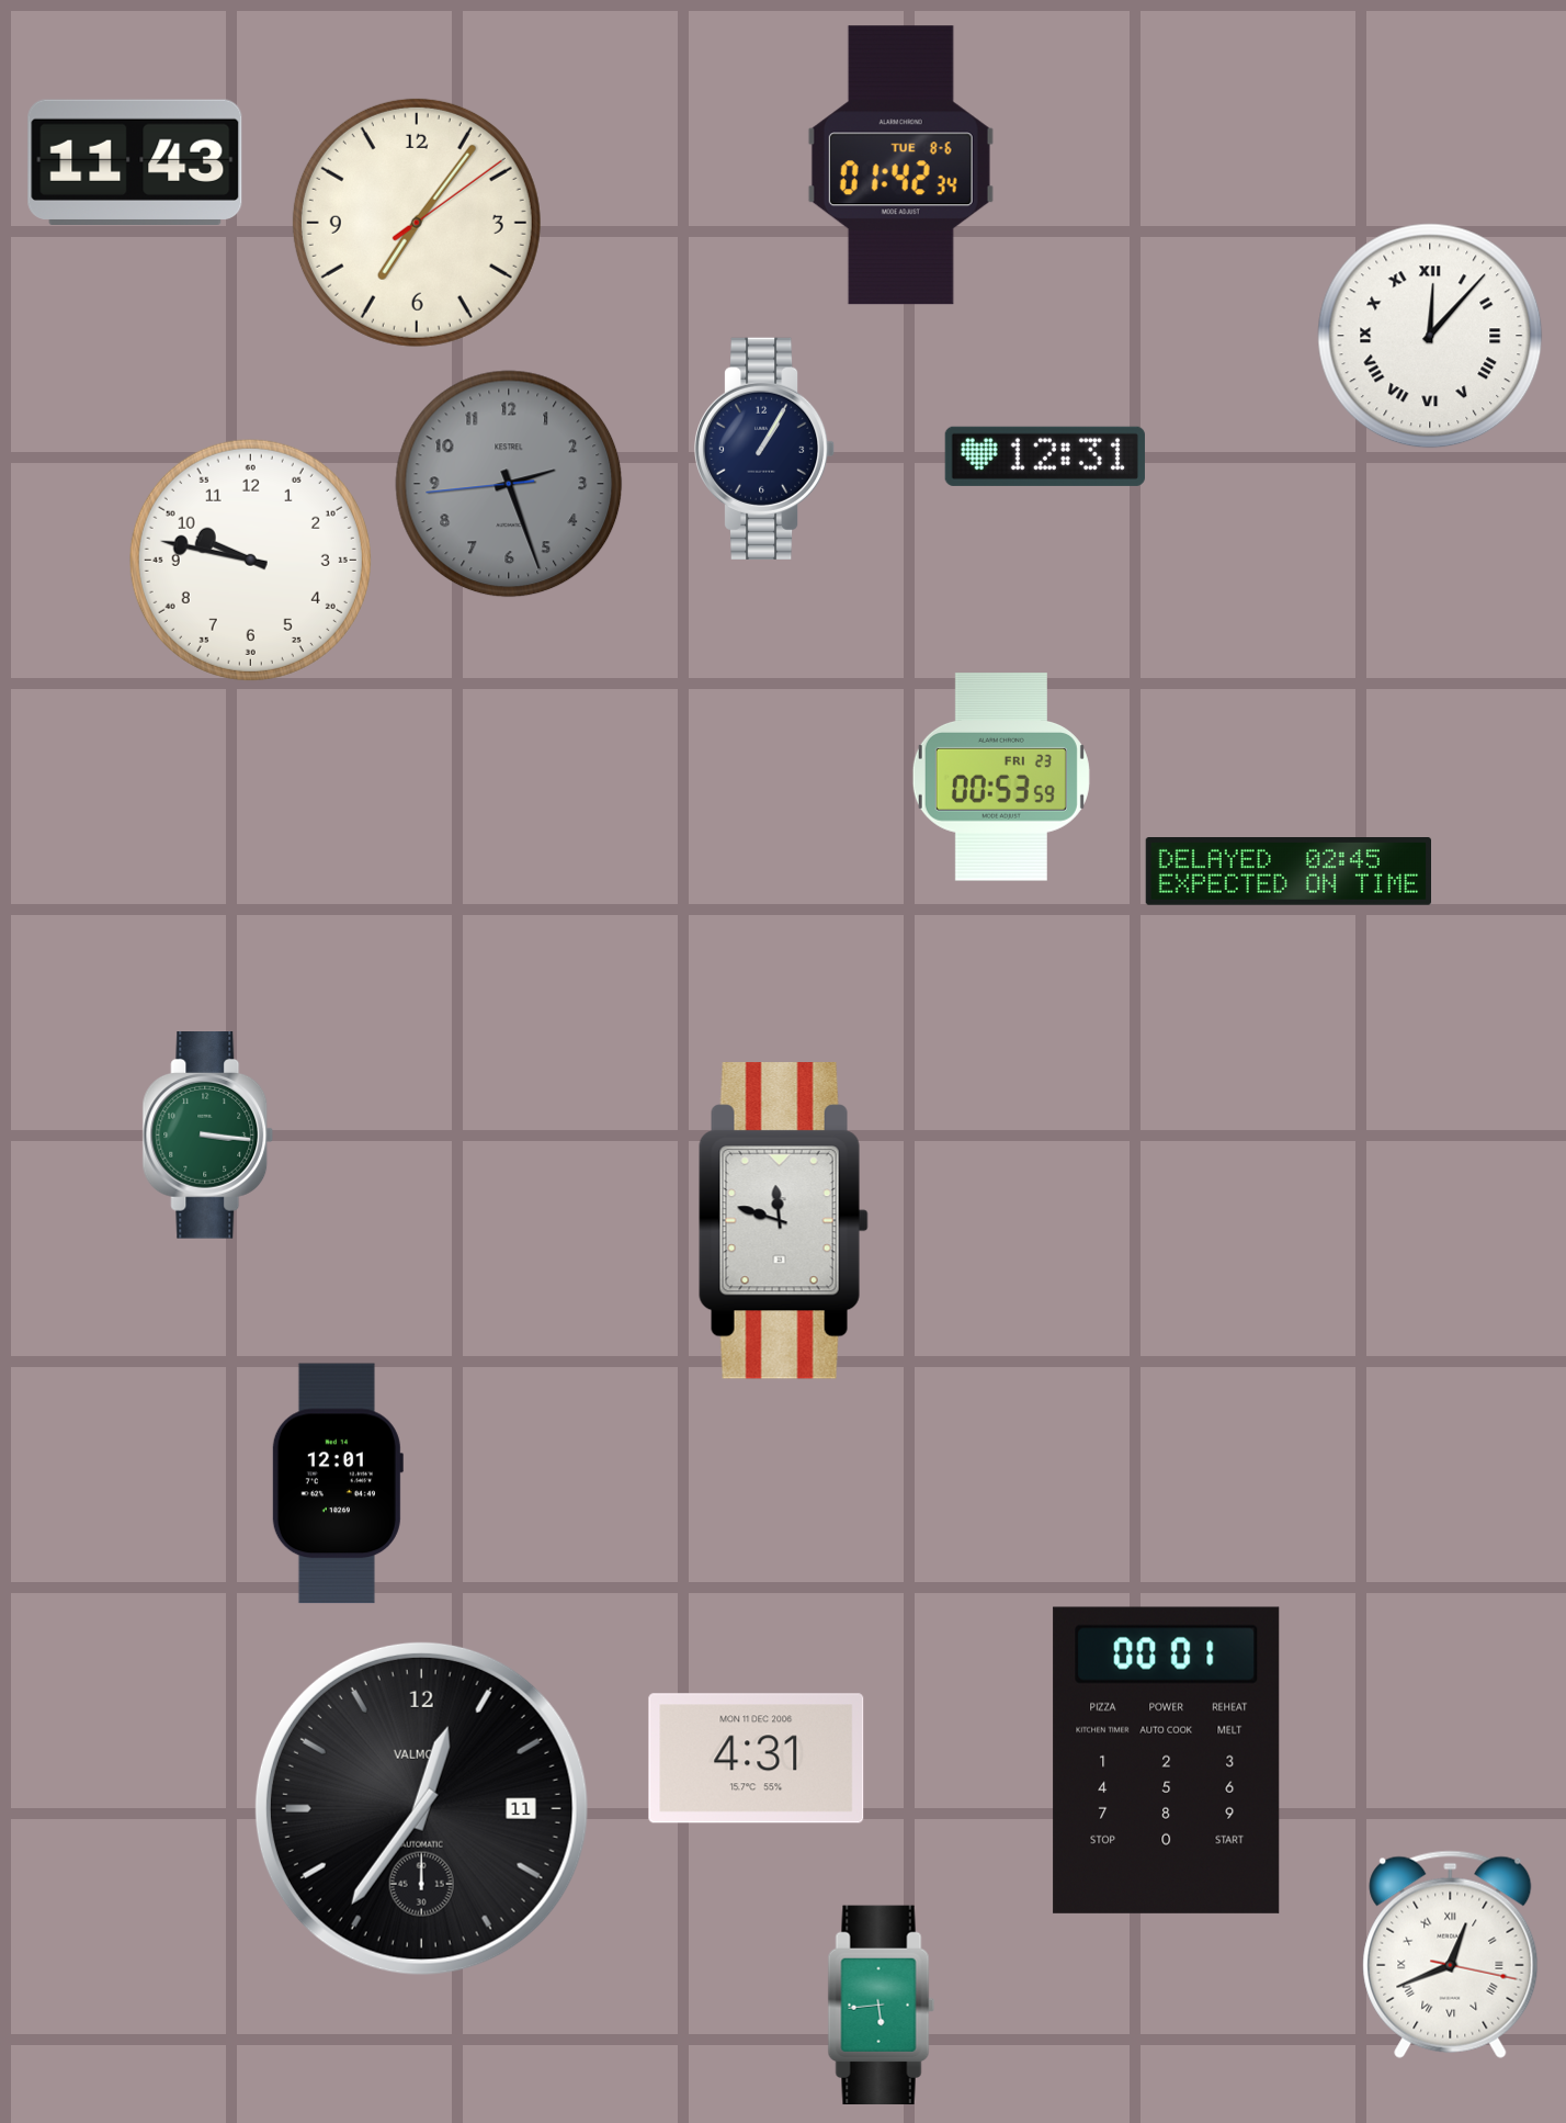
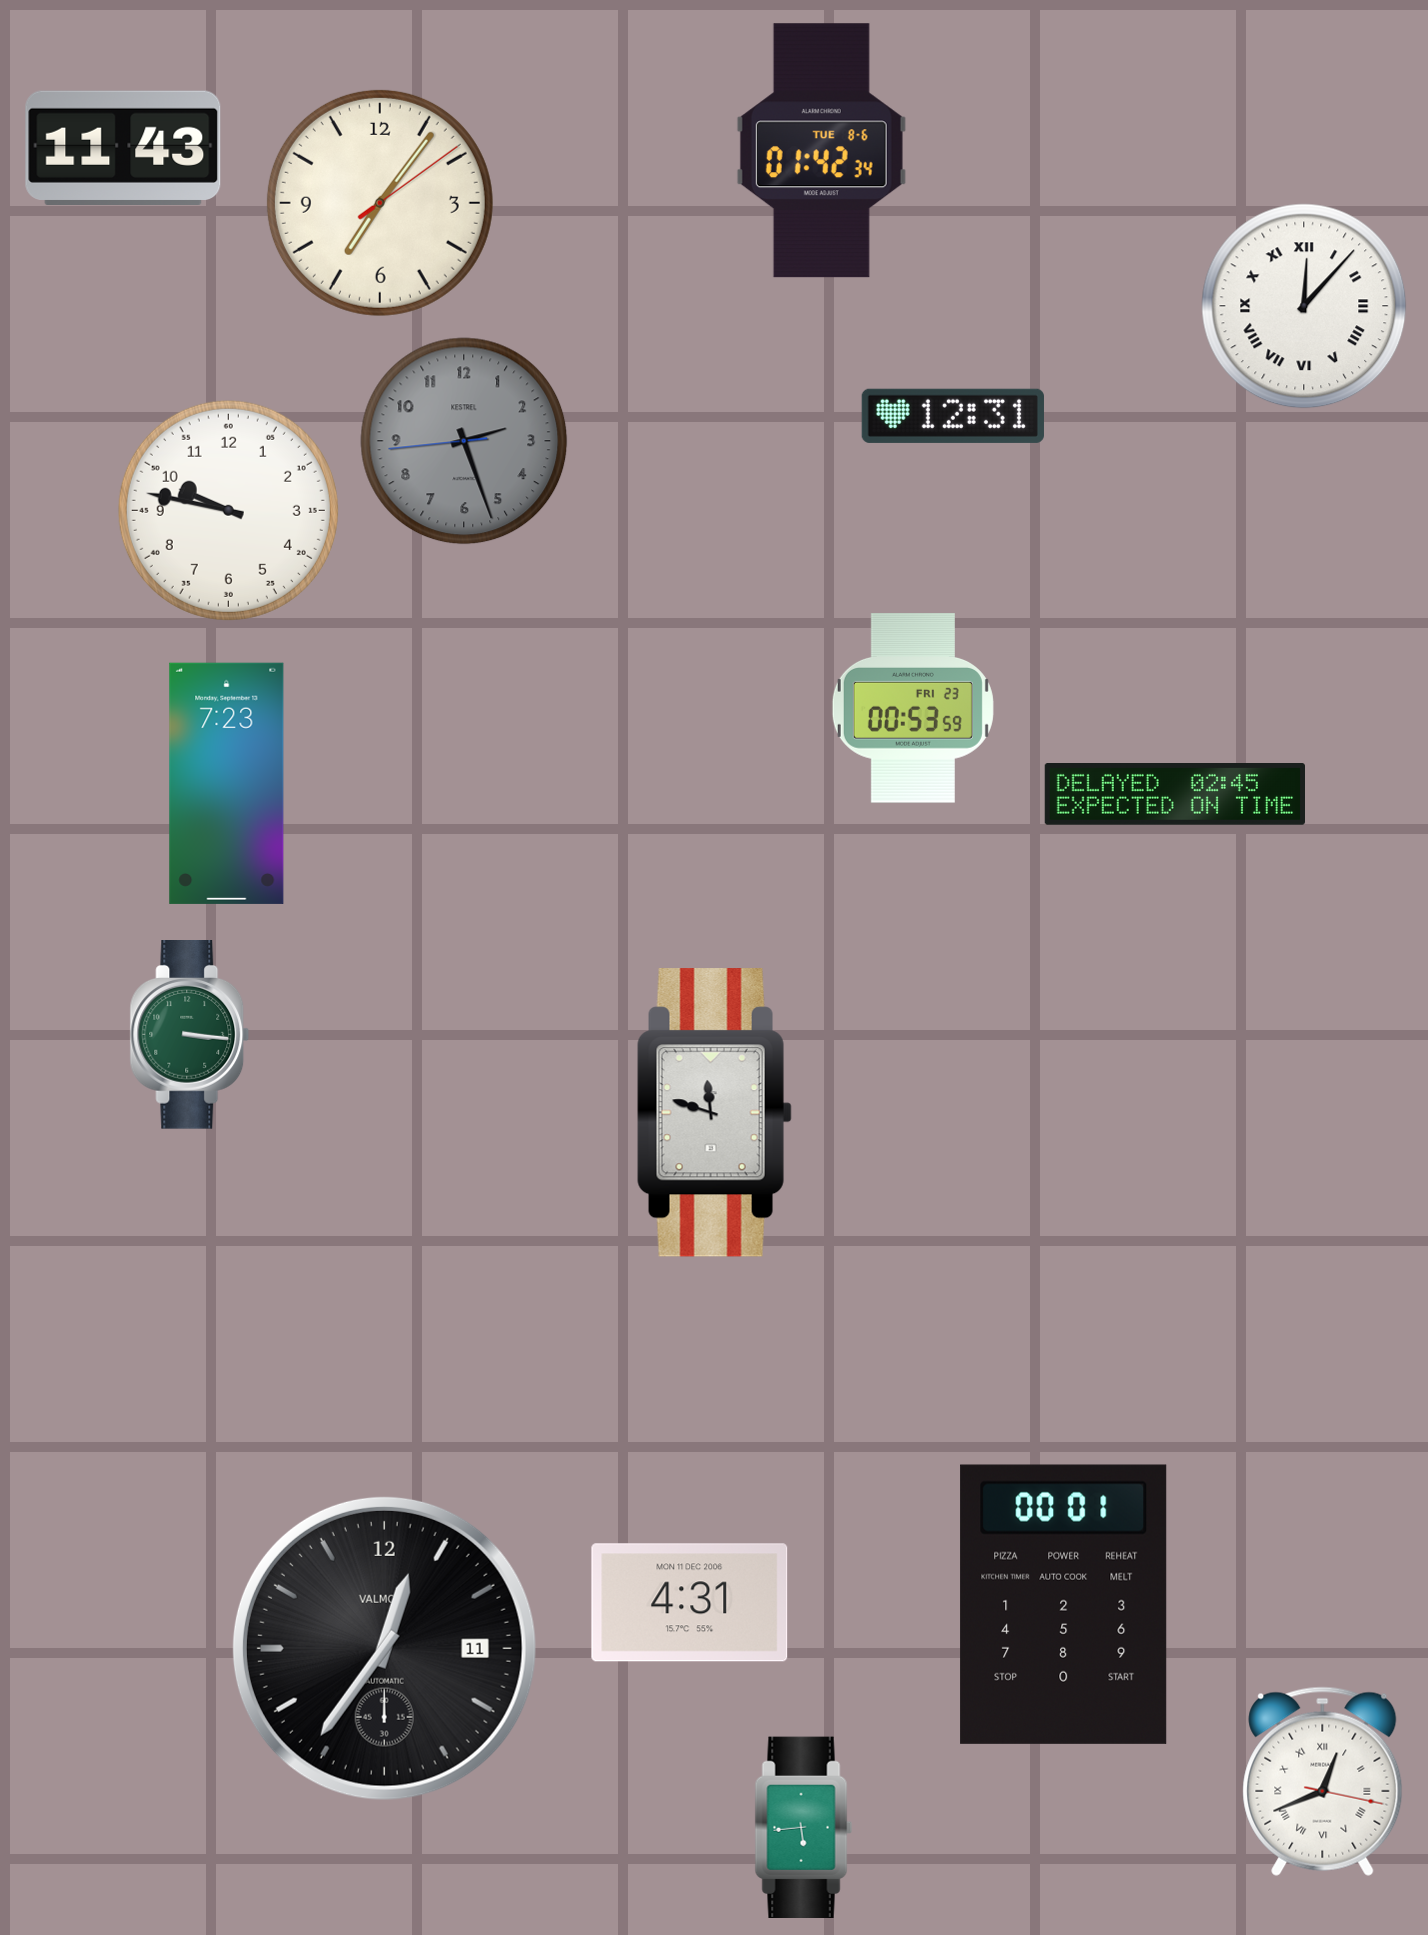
clock at (764, 449): 1:05 -> none
clock at (227, 783): none -> 7:23
clock at (337, 1483): 12:01 -> none
